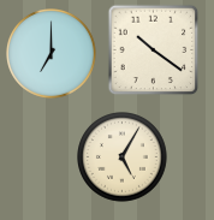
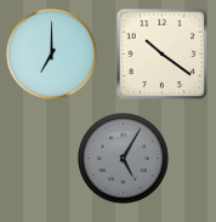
clock at (154, 50) position: (154, 50) -> (163, 55)
clock at (123, 157) dial: cream -> grey
